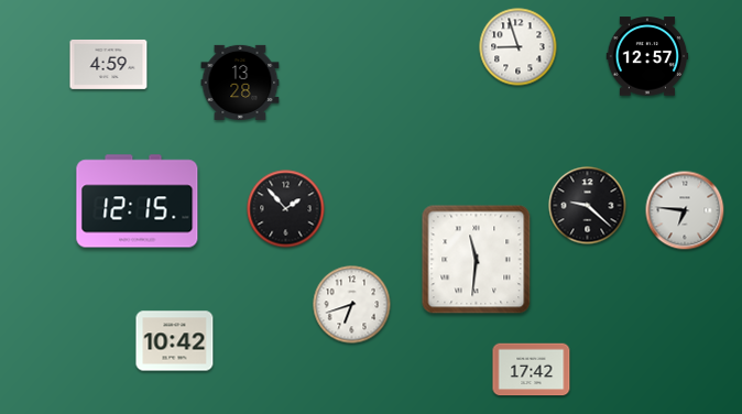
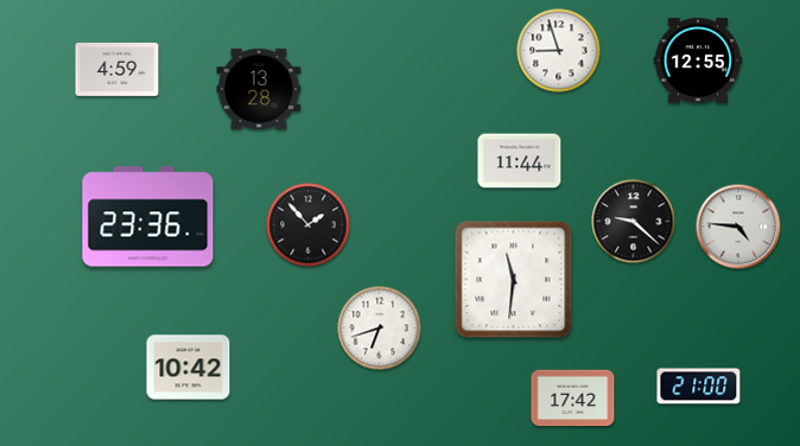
clock at (647, 56): 12:57 -> 12:55
clock at (520, 161): none -> 11:44
clock at (138, 201): 12:15 -> 23:36
clock at (685, 210): 6:46 -> 4:46
clock at (699, 387): none -> 21:00
